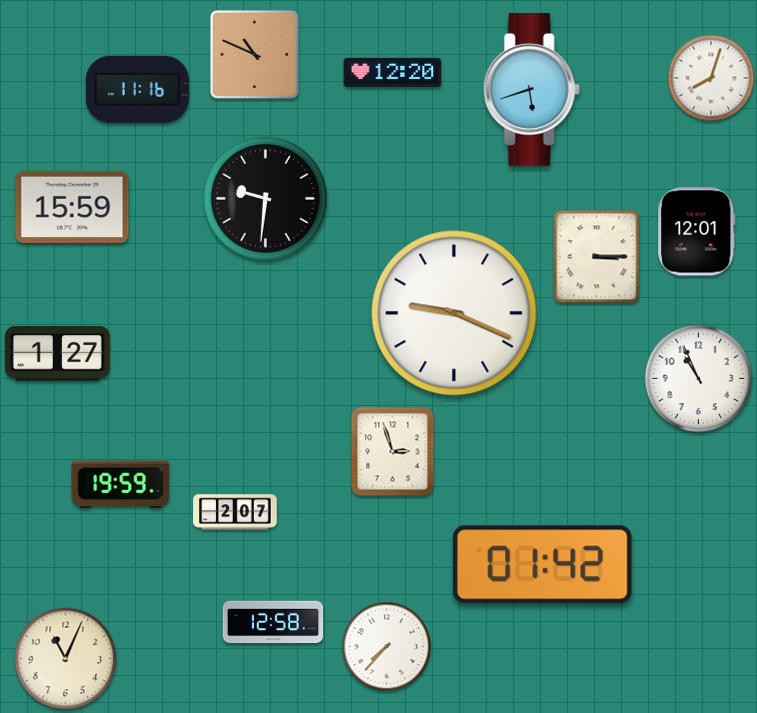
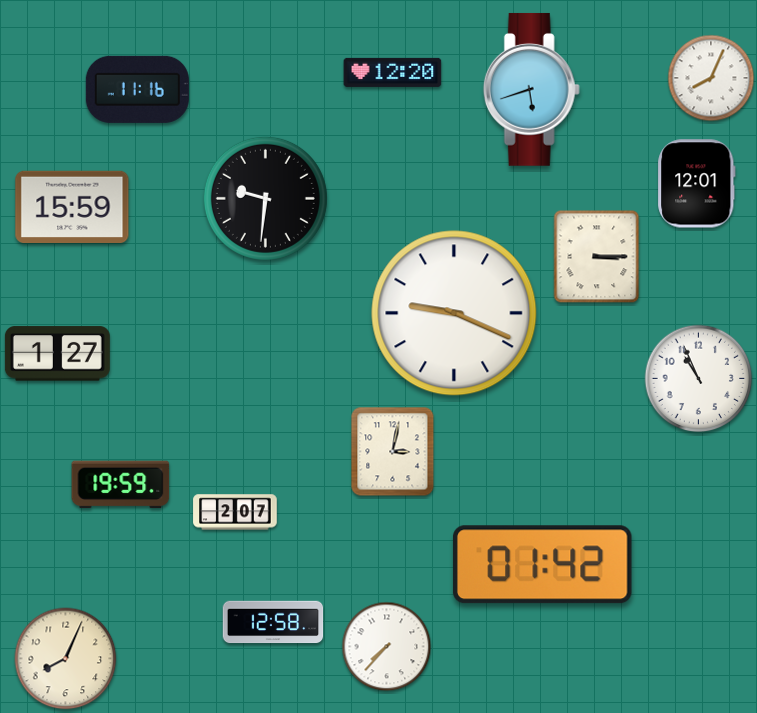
clock at (254, 54): 10:49 -> none
clock at (711, 78): 8:03 -> 8:04
clock at (697, 232) position: (697, 232) -> (697, 184)
clock at (393, 452): 2:57 -> 3:02
clock at (66, 659): 11:04 -> 8:04
